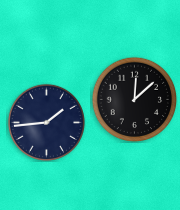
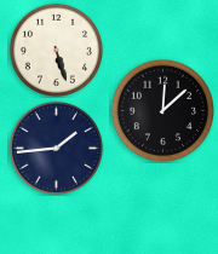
clock at (56, 50): none -> 5:27
clock at (134, 99) position: (134, 99) -> (162, 110)
